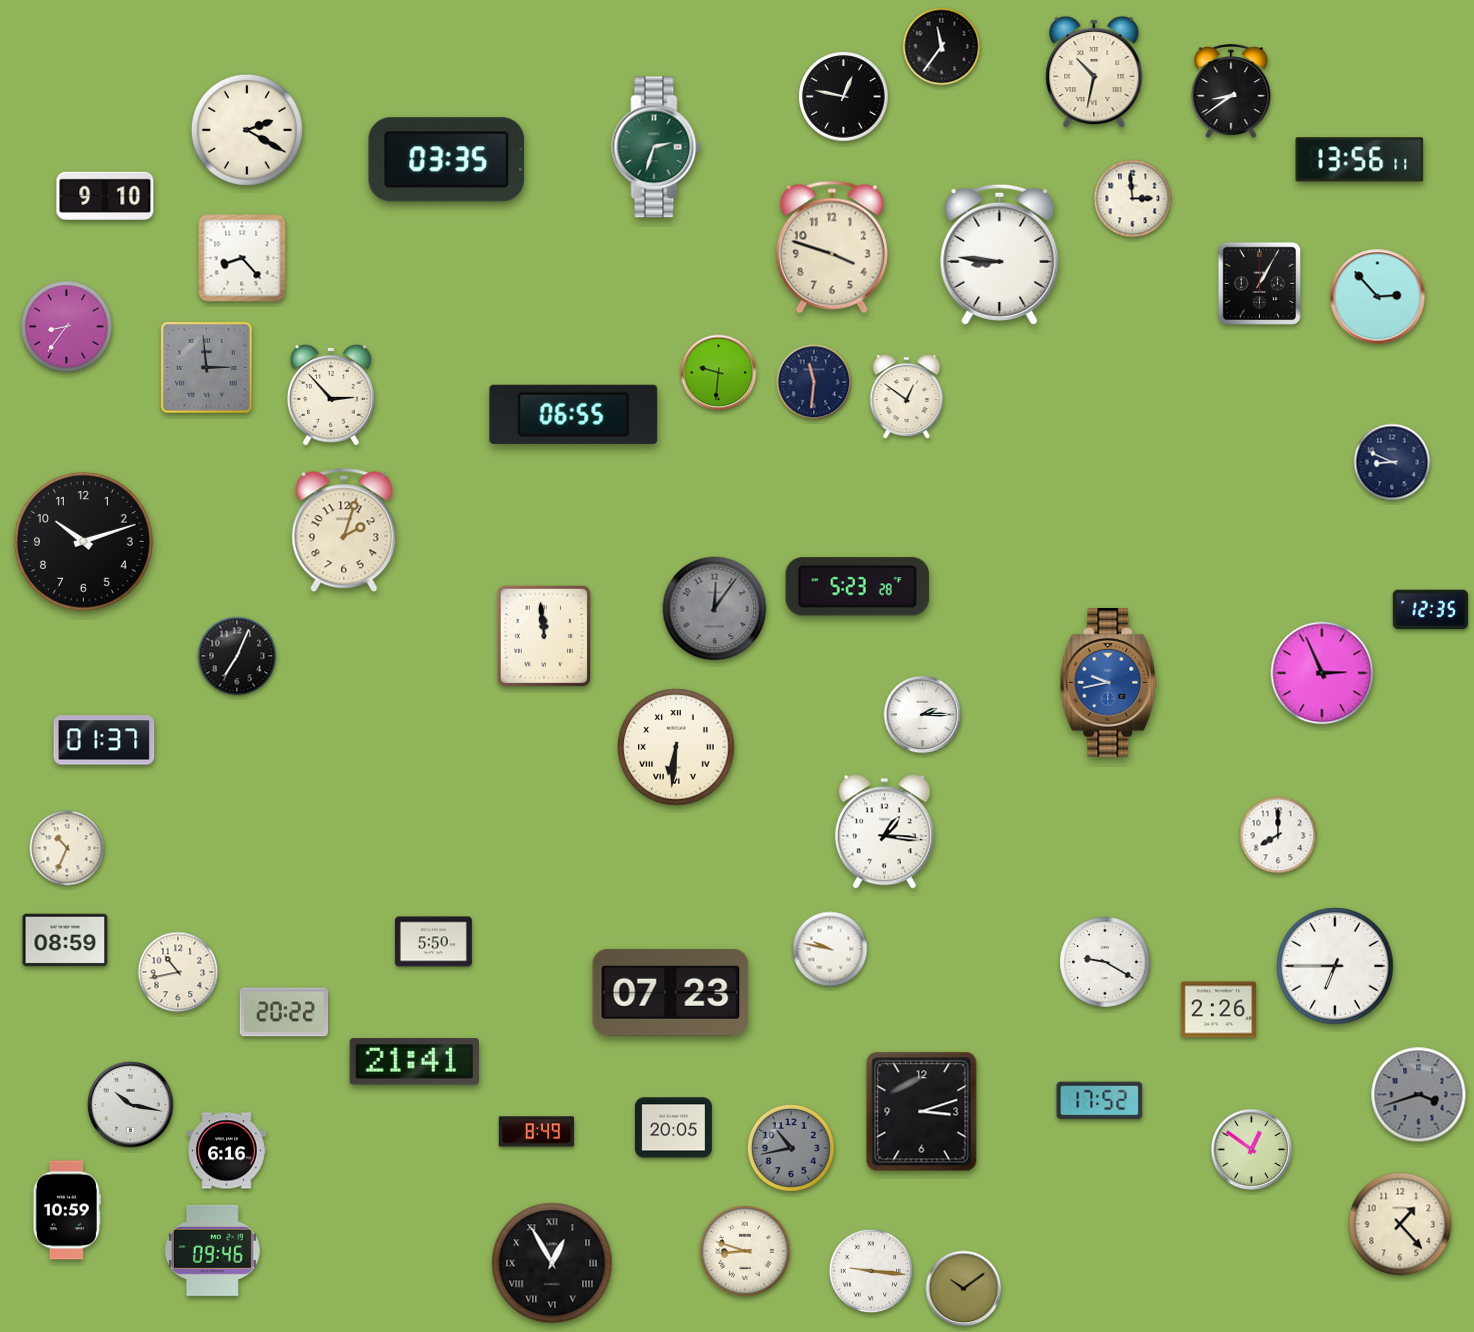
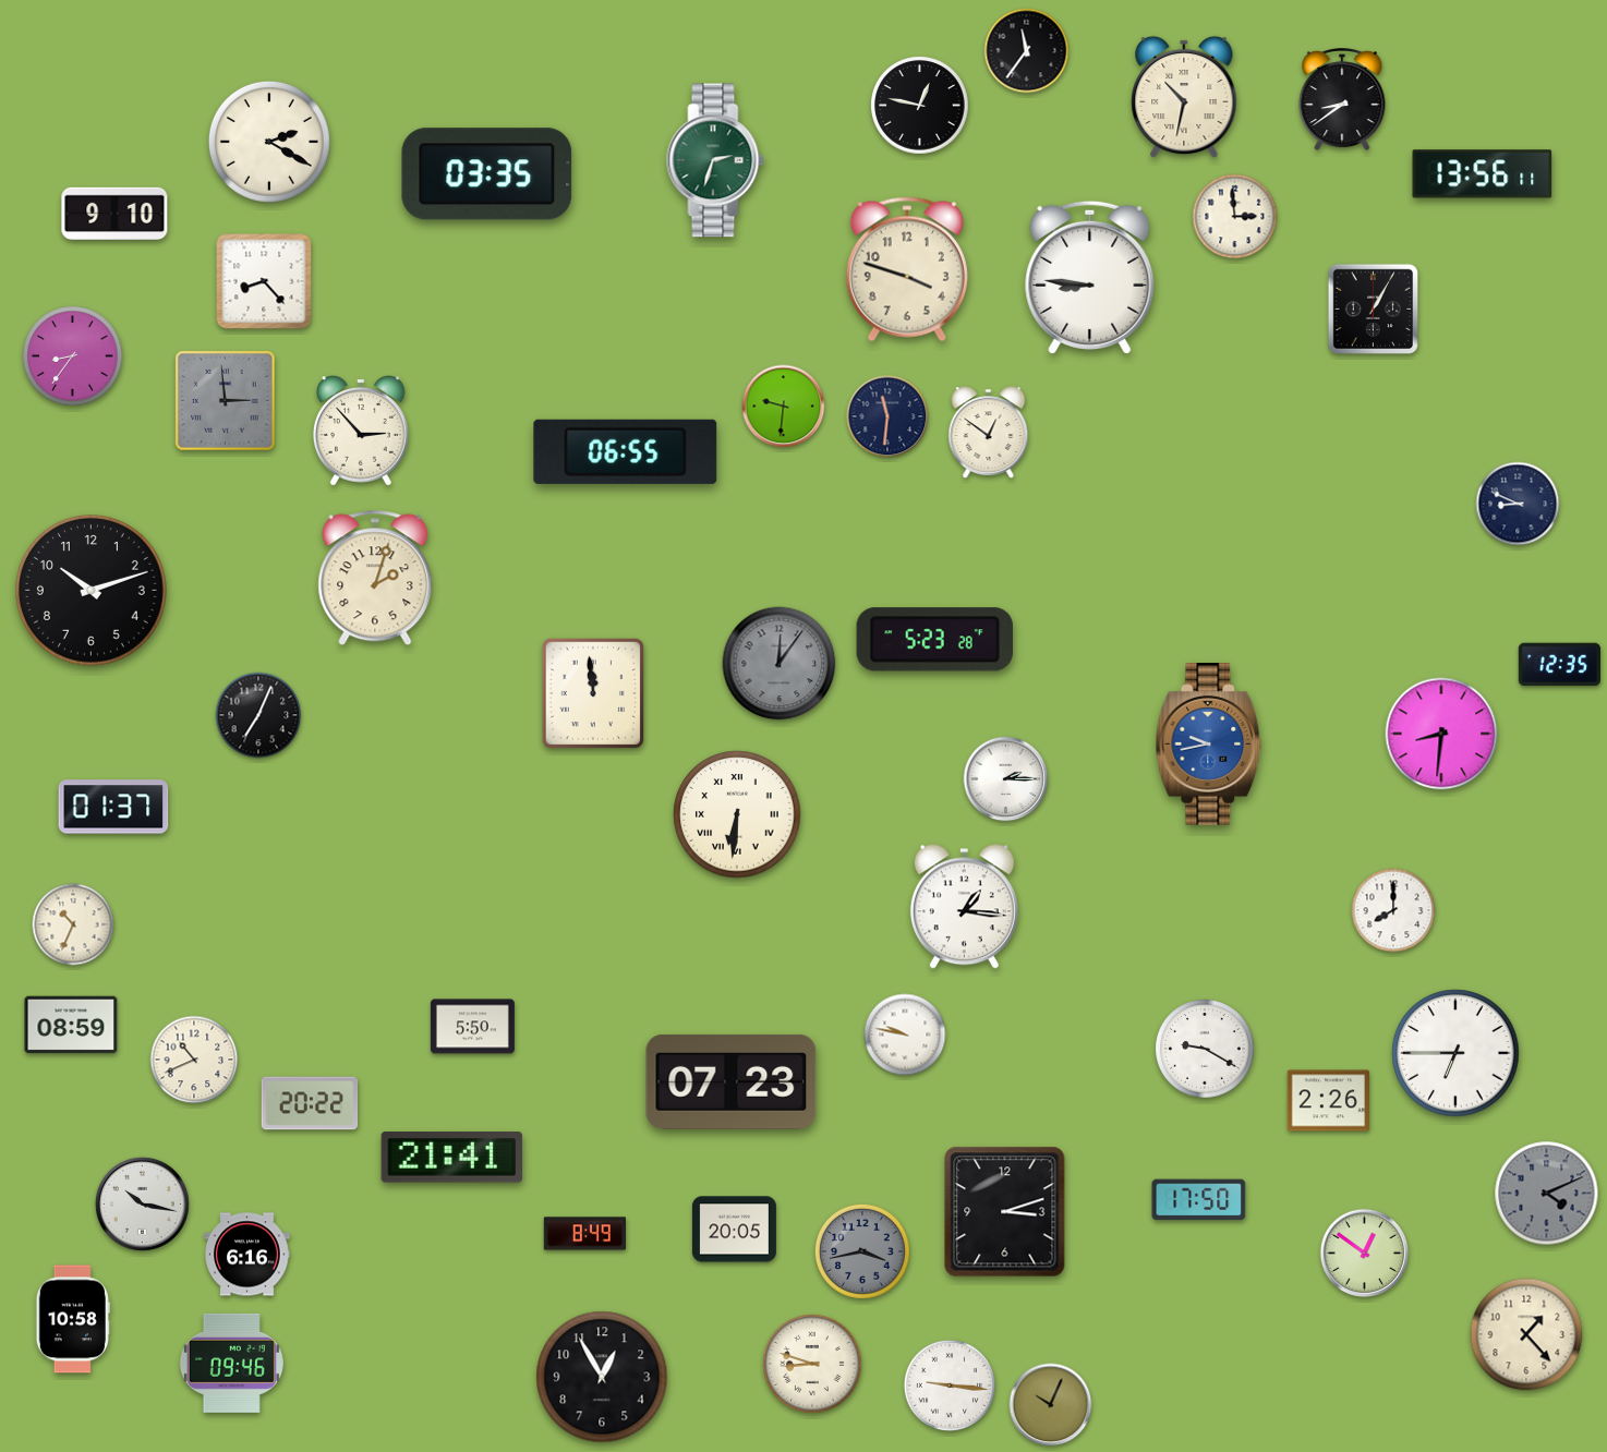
clock at (1094, 72) position: (1094, 72) -> (1184, 97)
clock at (1378, 297): 2:53 -> none
clock at (1322, 673): 2:56 -> 8:31
clock at (178, 972): 10:43 -> 10:41
clock at (1419, 1095): 3:42 -> 4:11
clock at (1100, 1101): 17:52 -> 17:50
clock at (791, 1148): 10:43 -> 3:43
clock at (67, 1210): 10:59 -> 10:58
clock at (552, 1263) numerals: Roman -> Arabic
clock at (964, 1289): 10:09 -> 10:04
